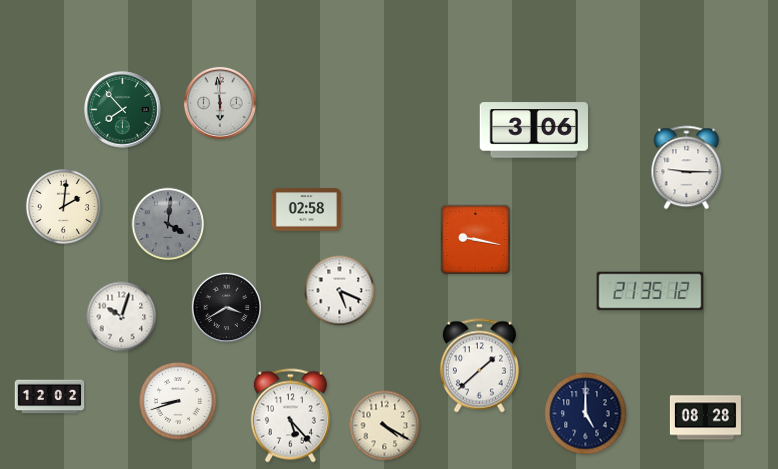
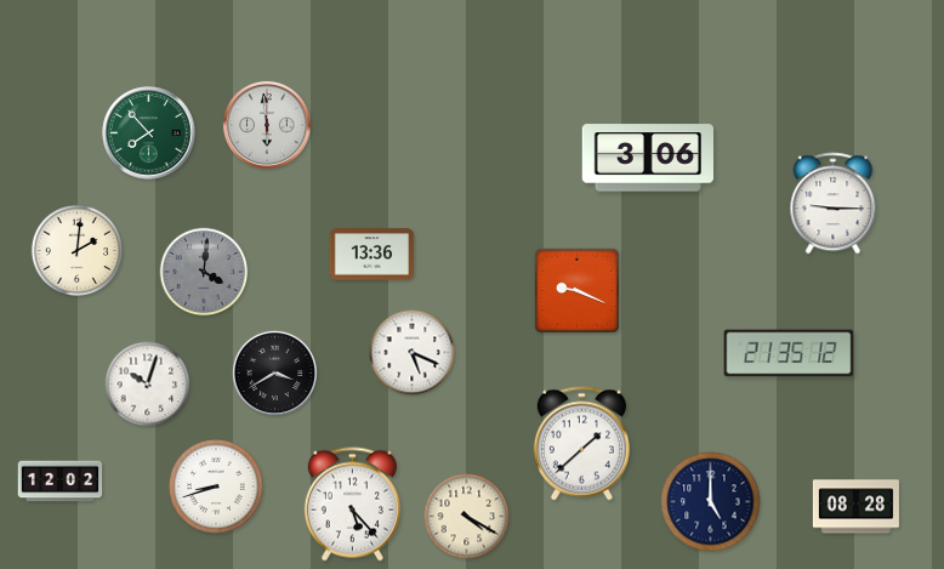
clock at (307, 210): 02:58 -> 13:36
clock at (476, 240): 9:17 -> 9:19
